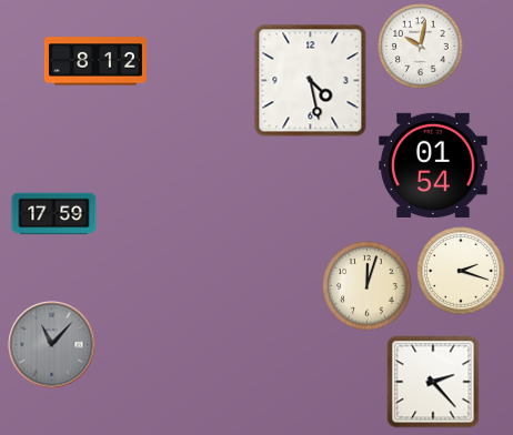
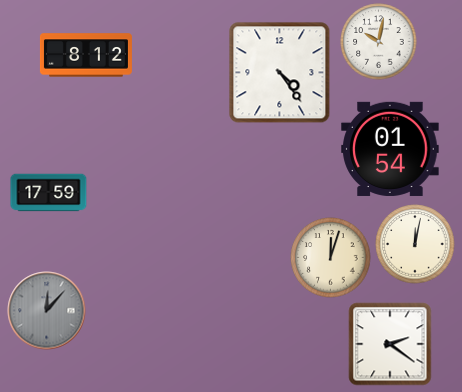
clock at (311, 81): 4:28 -> 4:24
clock at (461, 271): 2:18 -> 12:02
clock at (52, 345): 11:07 -> 12:07
clock at (433, 382): 2:23 -> 2:21
